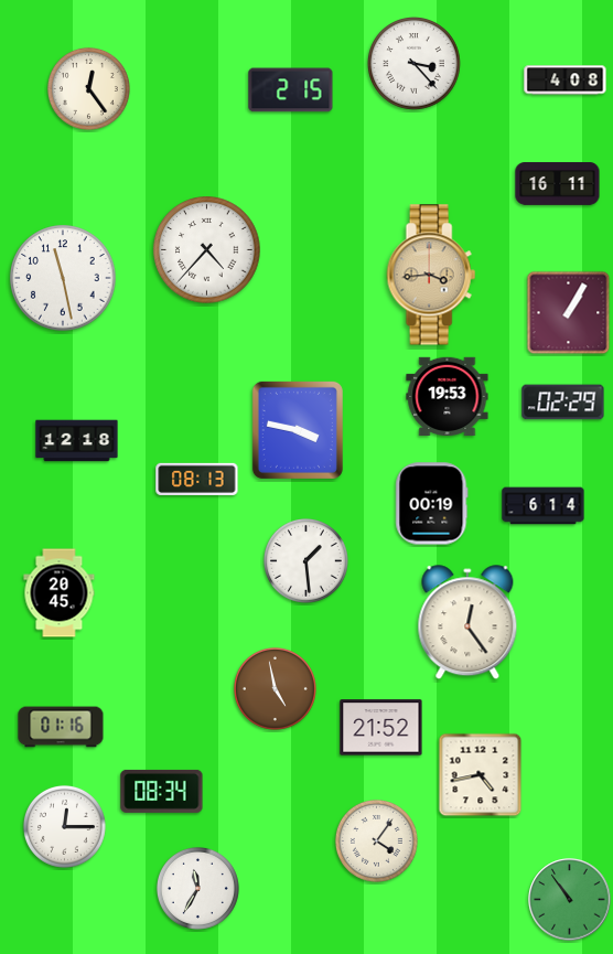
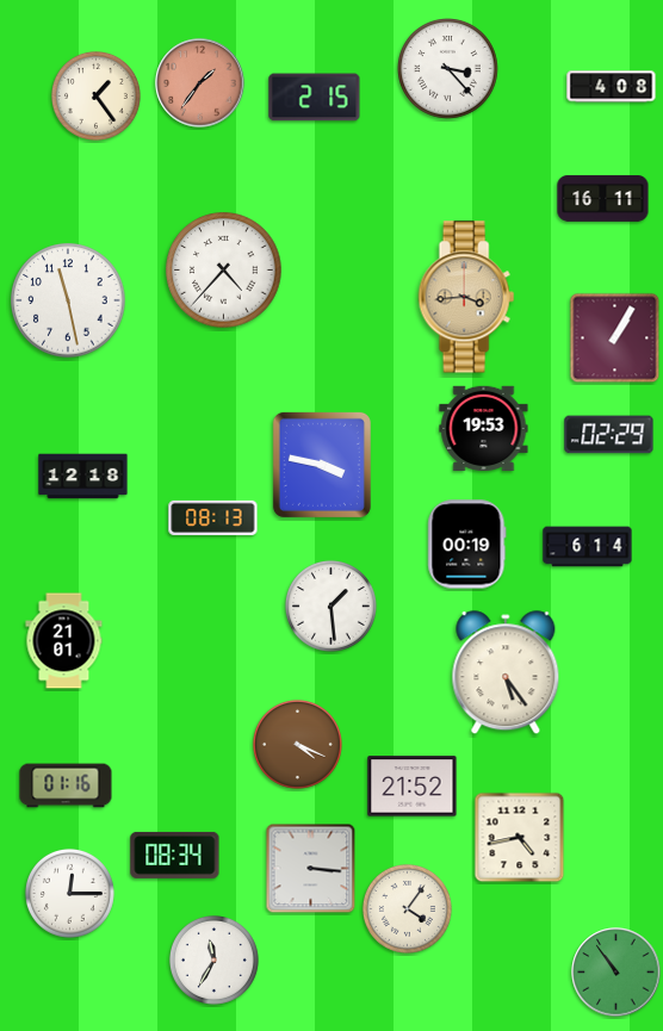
clock at (200, 83): none -> 1:36
clock at (88, 88): 12:24 -> 1:24
clock at (60, 593): 20:45 -> 21:01
clock at (467, 623): 12:24 -> 5:24
clock at (275, 688): 4:58 -> 4:19
clock at (311, 869): none -> 3:16
